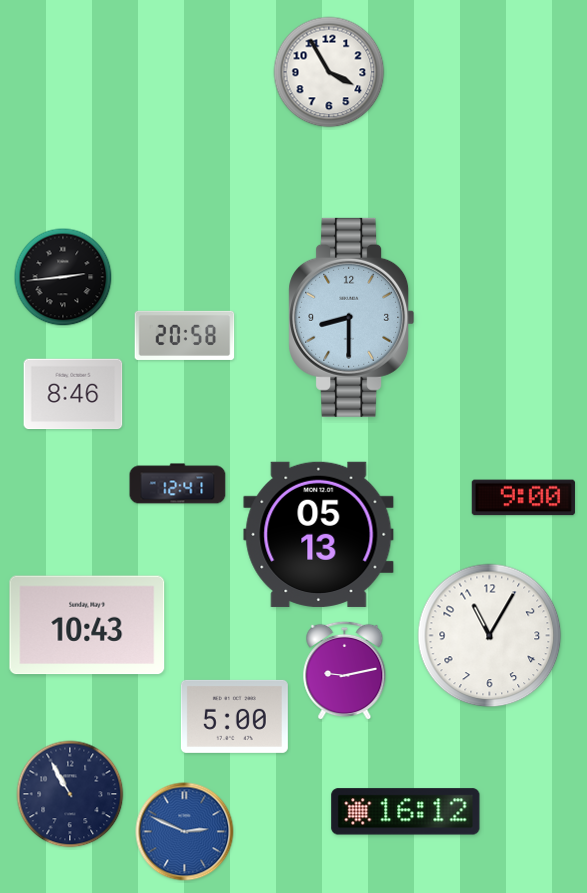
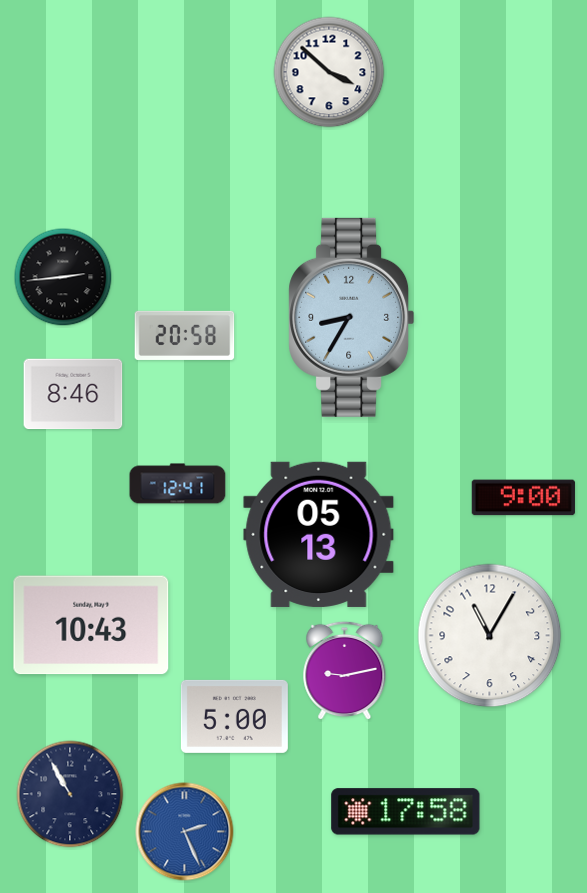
clock at (329, 72): 3:55 -> 3:52
clock at (352, 317): 8:30 -> 8:35
clock at (87, 625) position: (87, 625) -> (91, 625)
clock at (406, 812): 16:12 -> 17:58
clock at (185, 832): 2:49 -> 2:26
